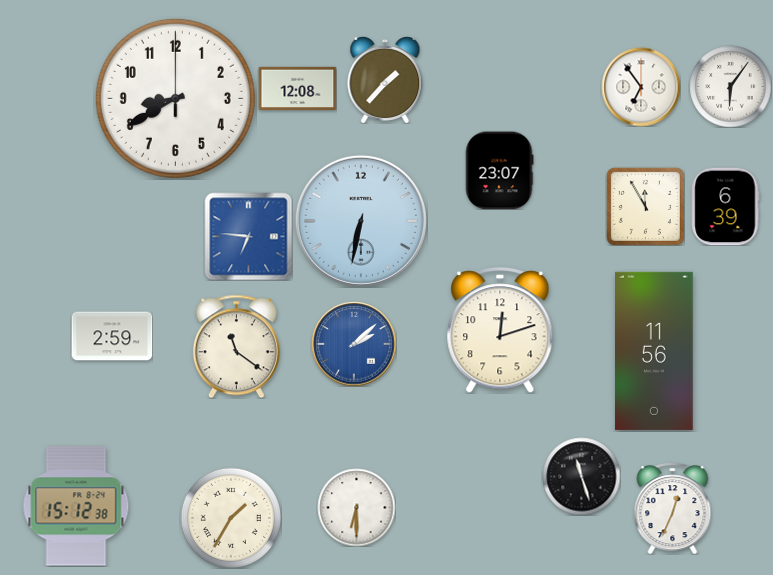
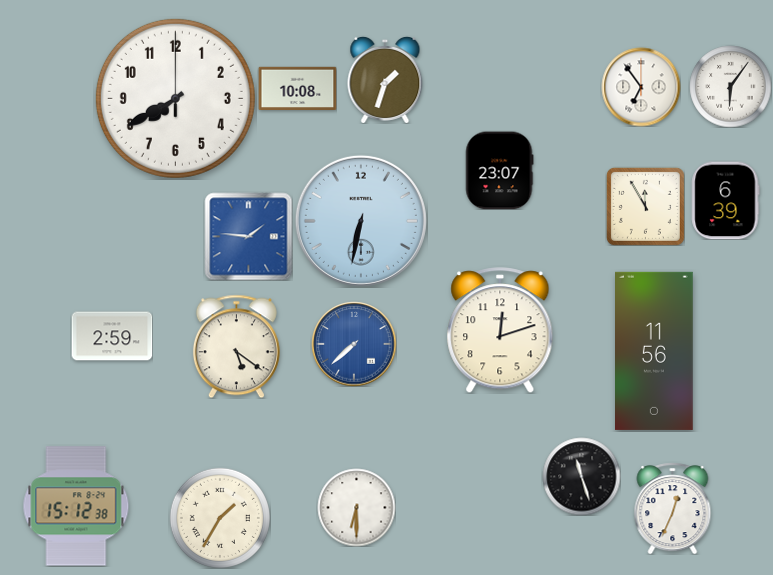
clock at (385, 80): 1:37 -> 1:33
clock at (297, 89): 12:08 -> 10:08
clock at (175, 98): 8:40 -> 7:40
clock at (726, 206) position: (726, 206) -> (726, 200)
clock at (248, 236): 6:46 -> 1:46
clock at (354, 344): 2:08 -> 7:38
clock at (236, 346): 11:21 -> 5:21
clock at (231, 518) position: (231, 518) -> (220, 518)
